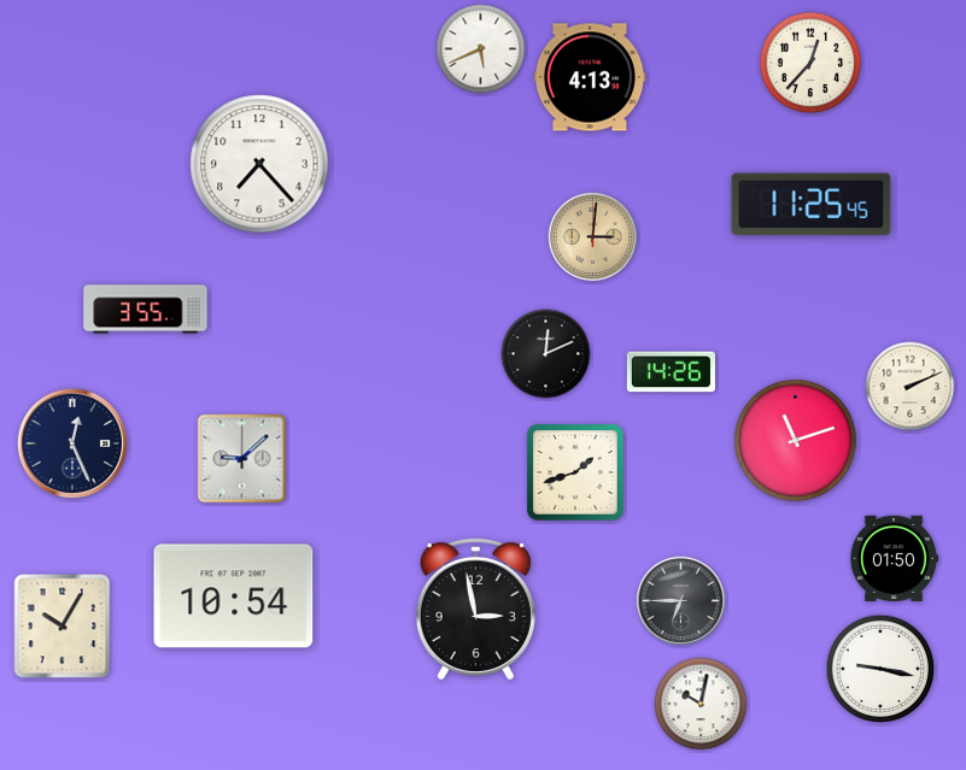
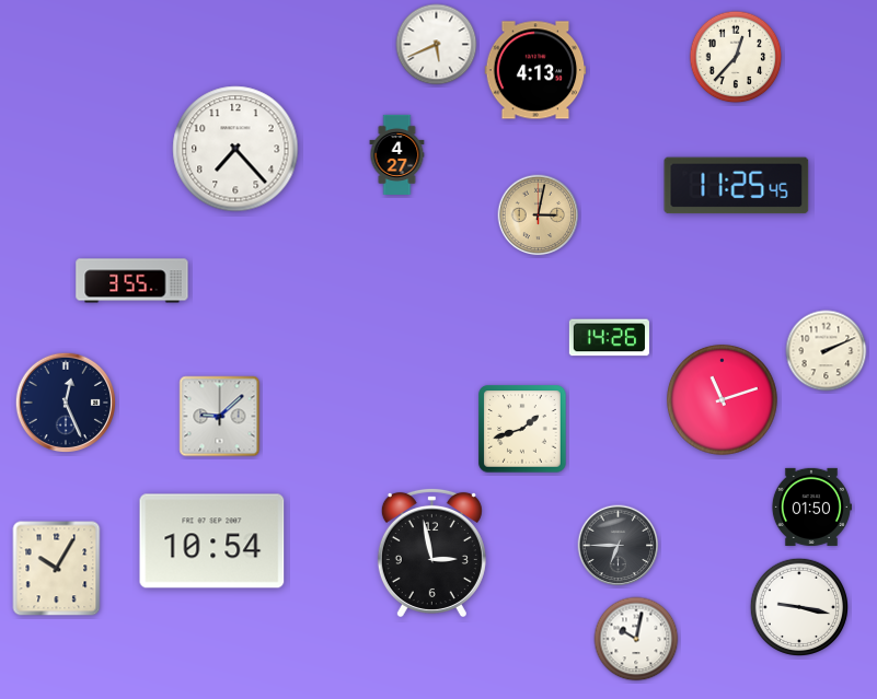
clock at (397, 155): none -> 4:27
clock at (593, 237): 3:01 -> 3:02
clock at (546, 354): 12:11 -> none
